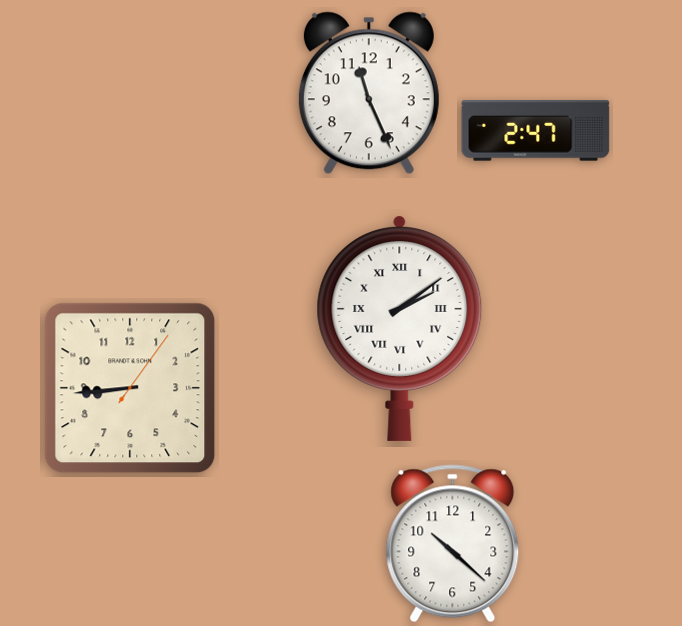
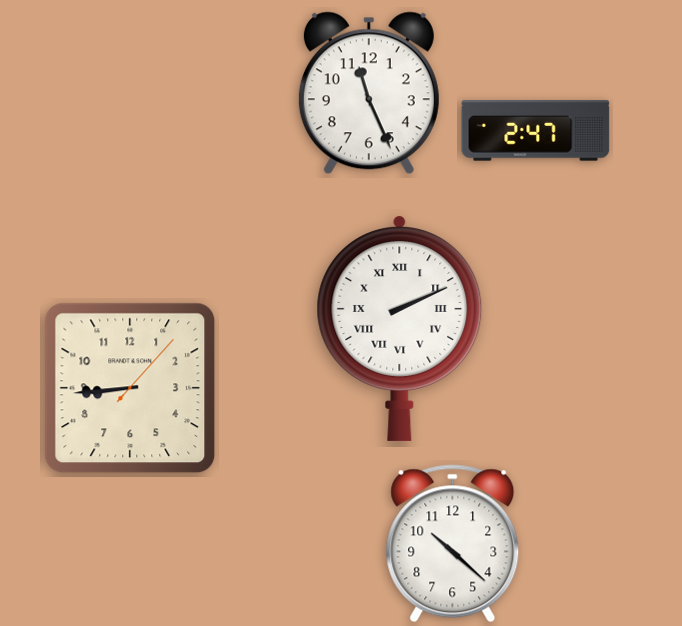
clock at (400, 328): 2:09 -> 2:11
clock at (130, 388): 8:44:06 -> 8:44:07
